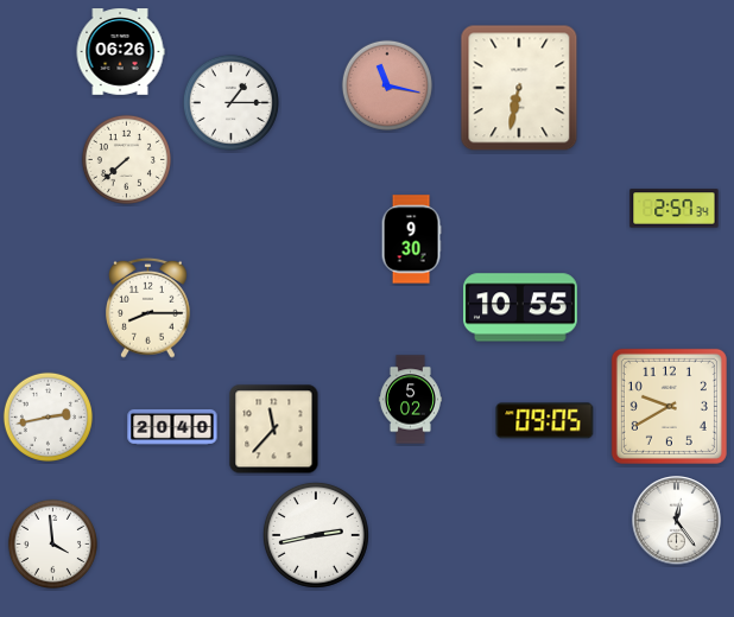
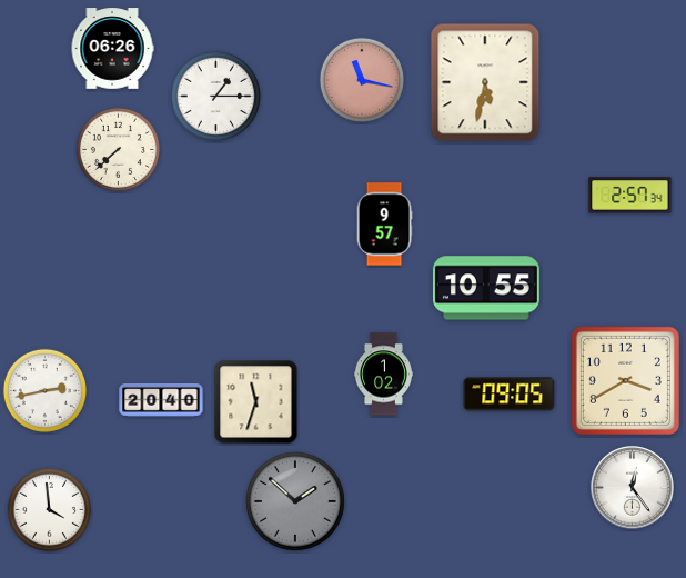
clock at (519, 88): 6:32 -> 5:32
clock at (411, 240): 9:30 -> 9:57
clock at (148, 307): 8:15 -> none
clock at (410, 400): 5:02 -> 1:02
clock at (669, 406): 9:40 -> 3:40
clock at (274, 430): 11:37 -> 11:33
clock at (316, 535): 2:43 -> 1:52
clock at (316, 535) dial: white -> grey
